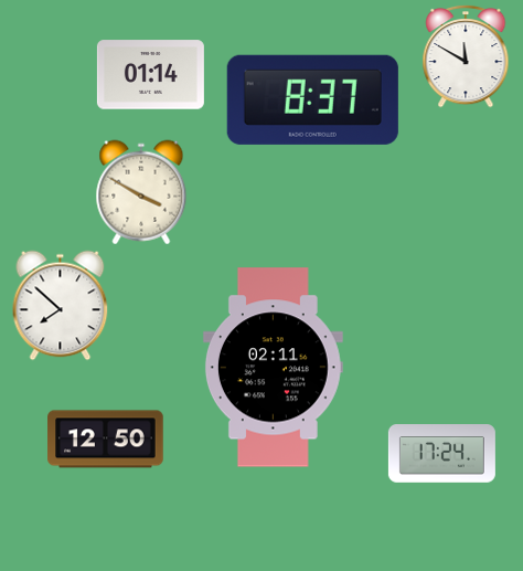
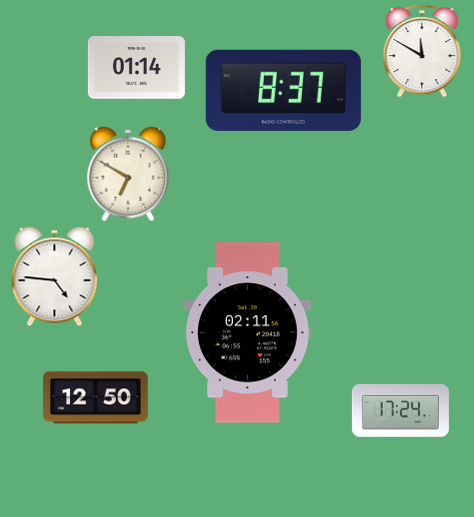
clock at (141, 192): 3:50 -> 6:50
clock at (61, 305): 7:52 -> 4:46
